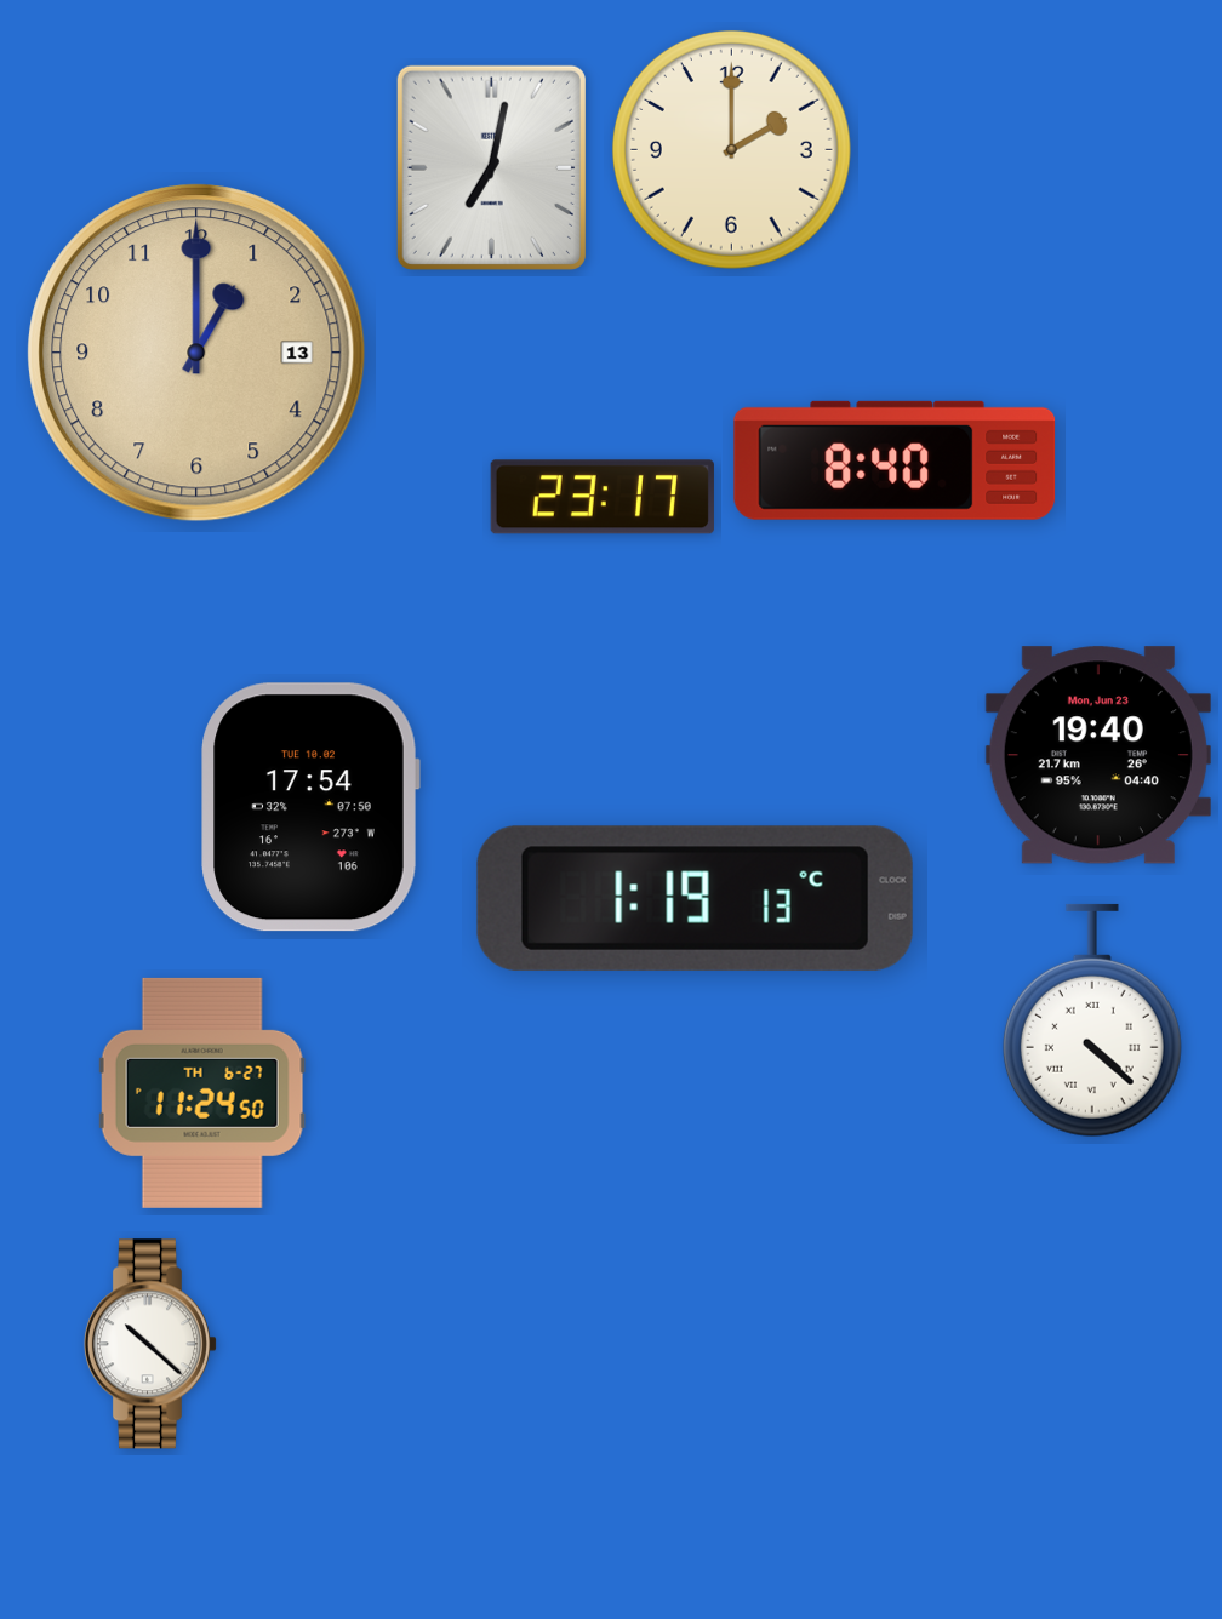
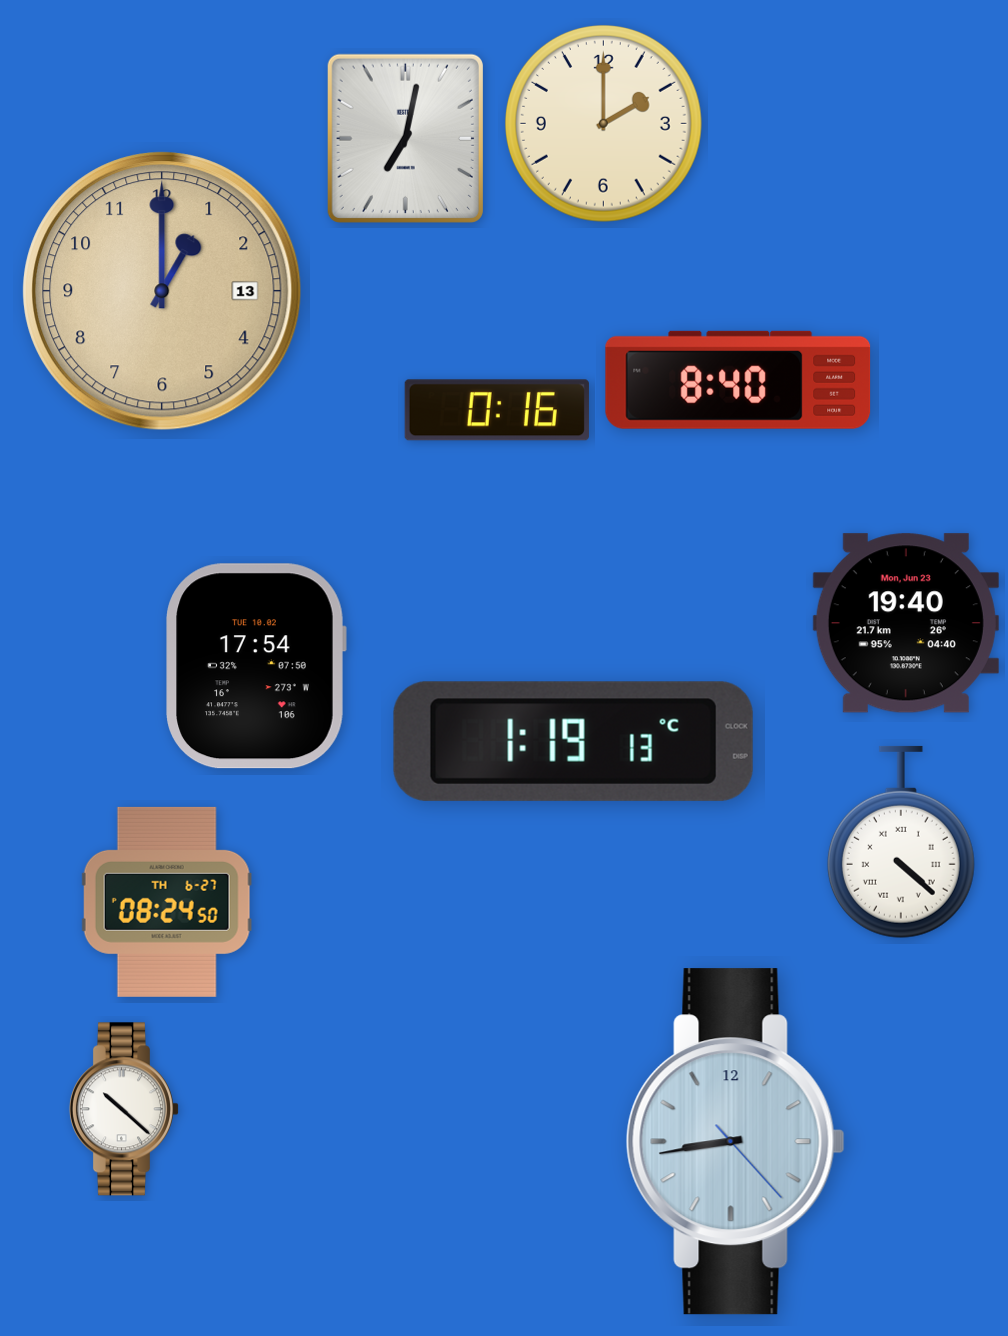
clock at (603, 497): 23:17 -> 0:16
clock at (202, 1093): 11:24 -> 08:24
clock at (735, 1142): none -> 8:43
